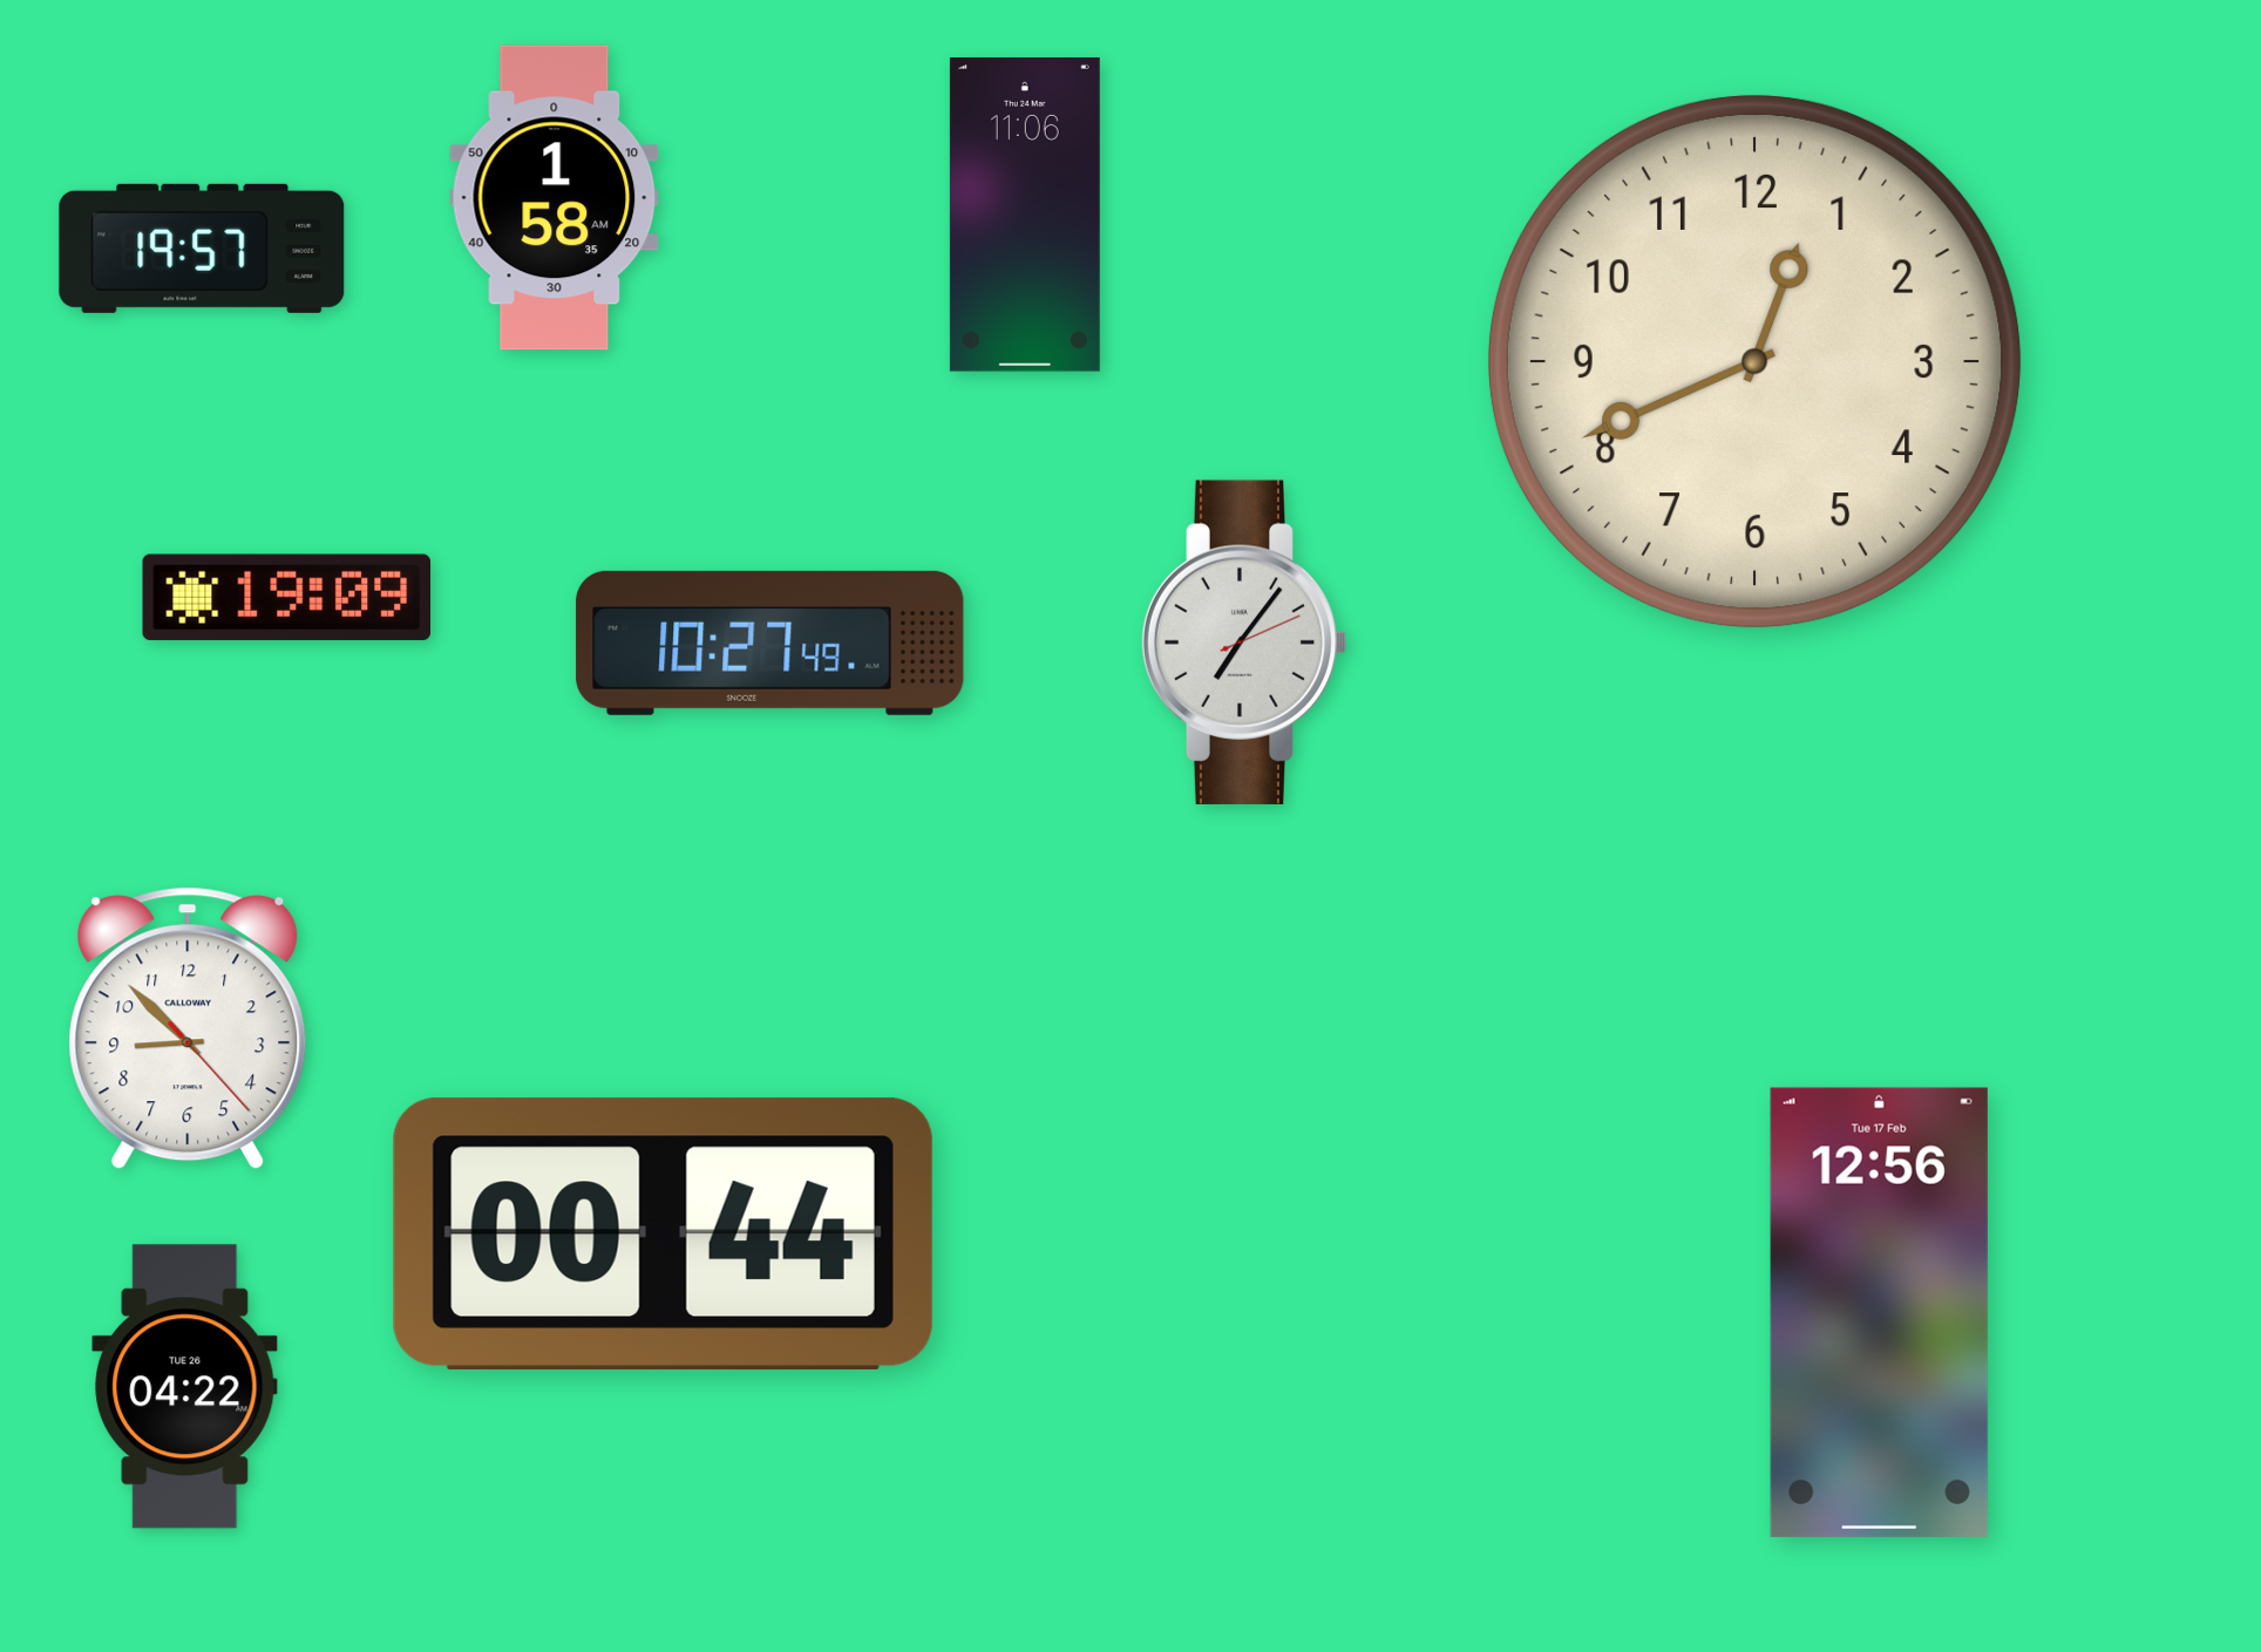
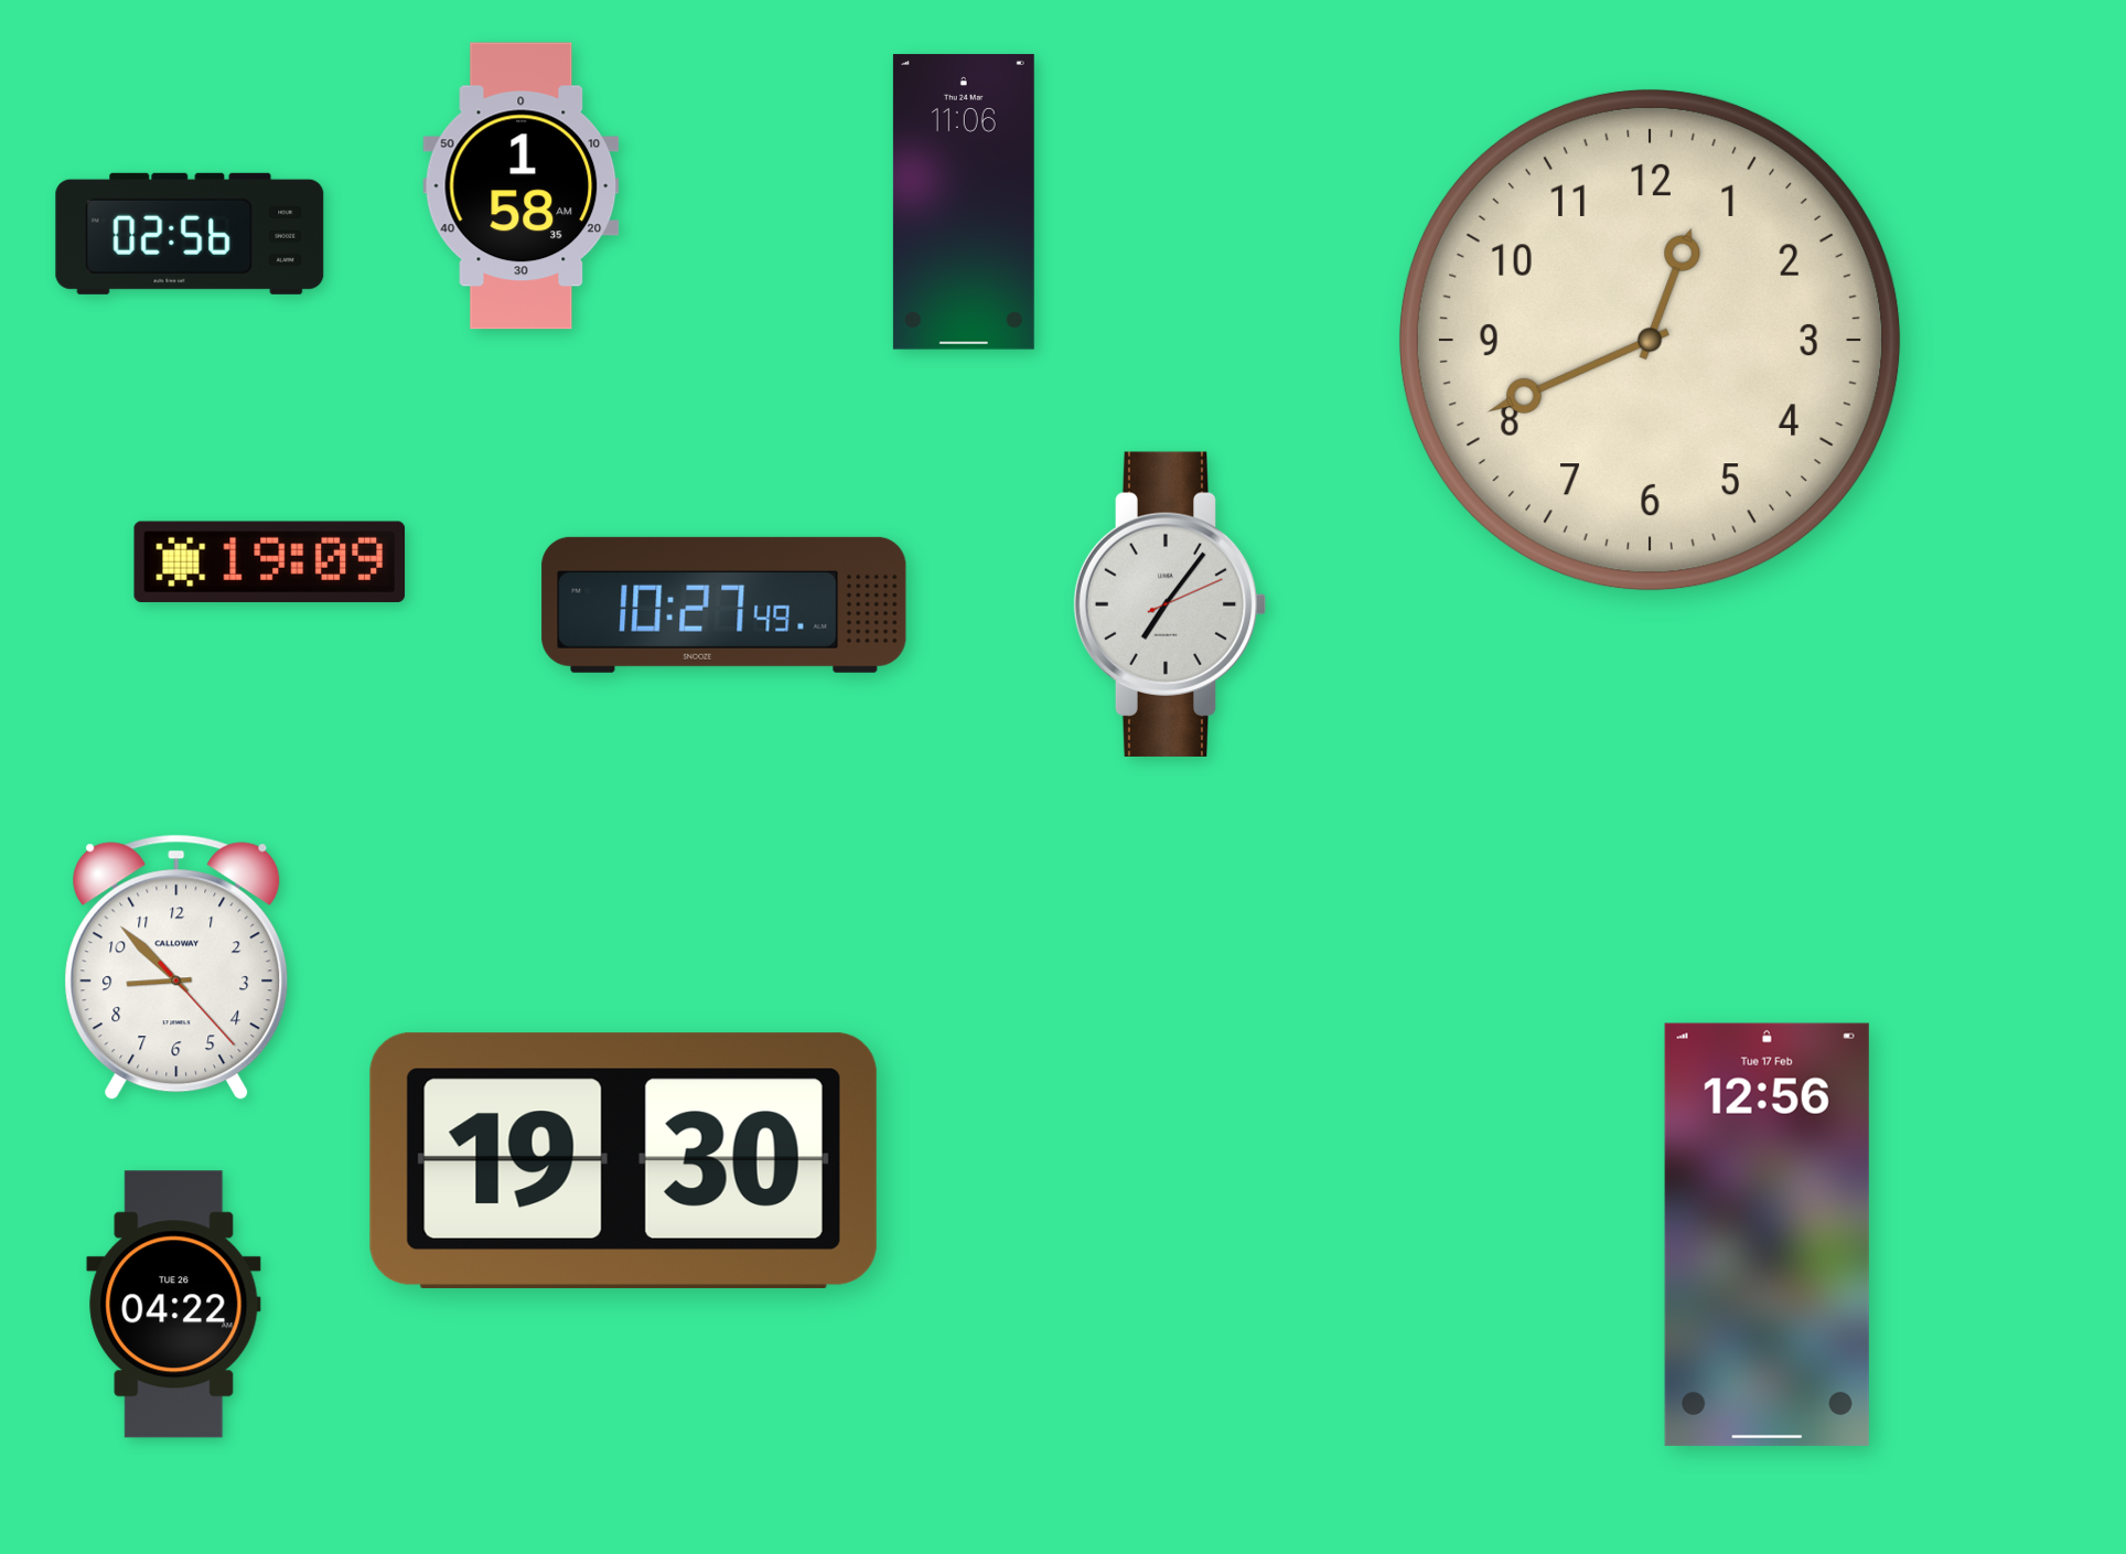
clock at (202, 249): 19:57 -> 02:56
clock at (663, 1233): 00:44 -> 19:30
